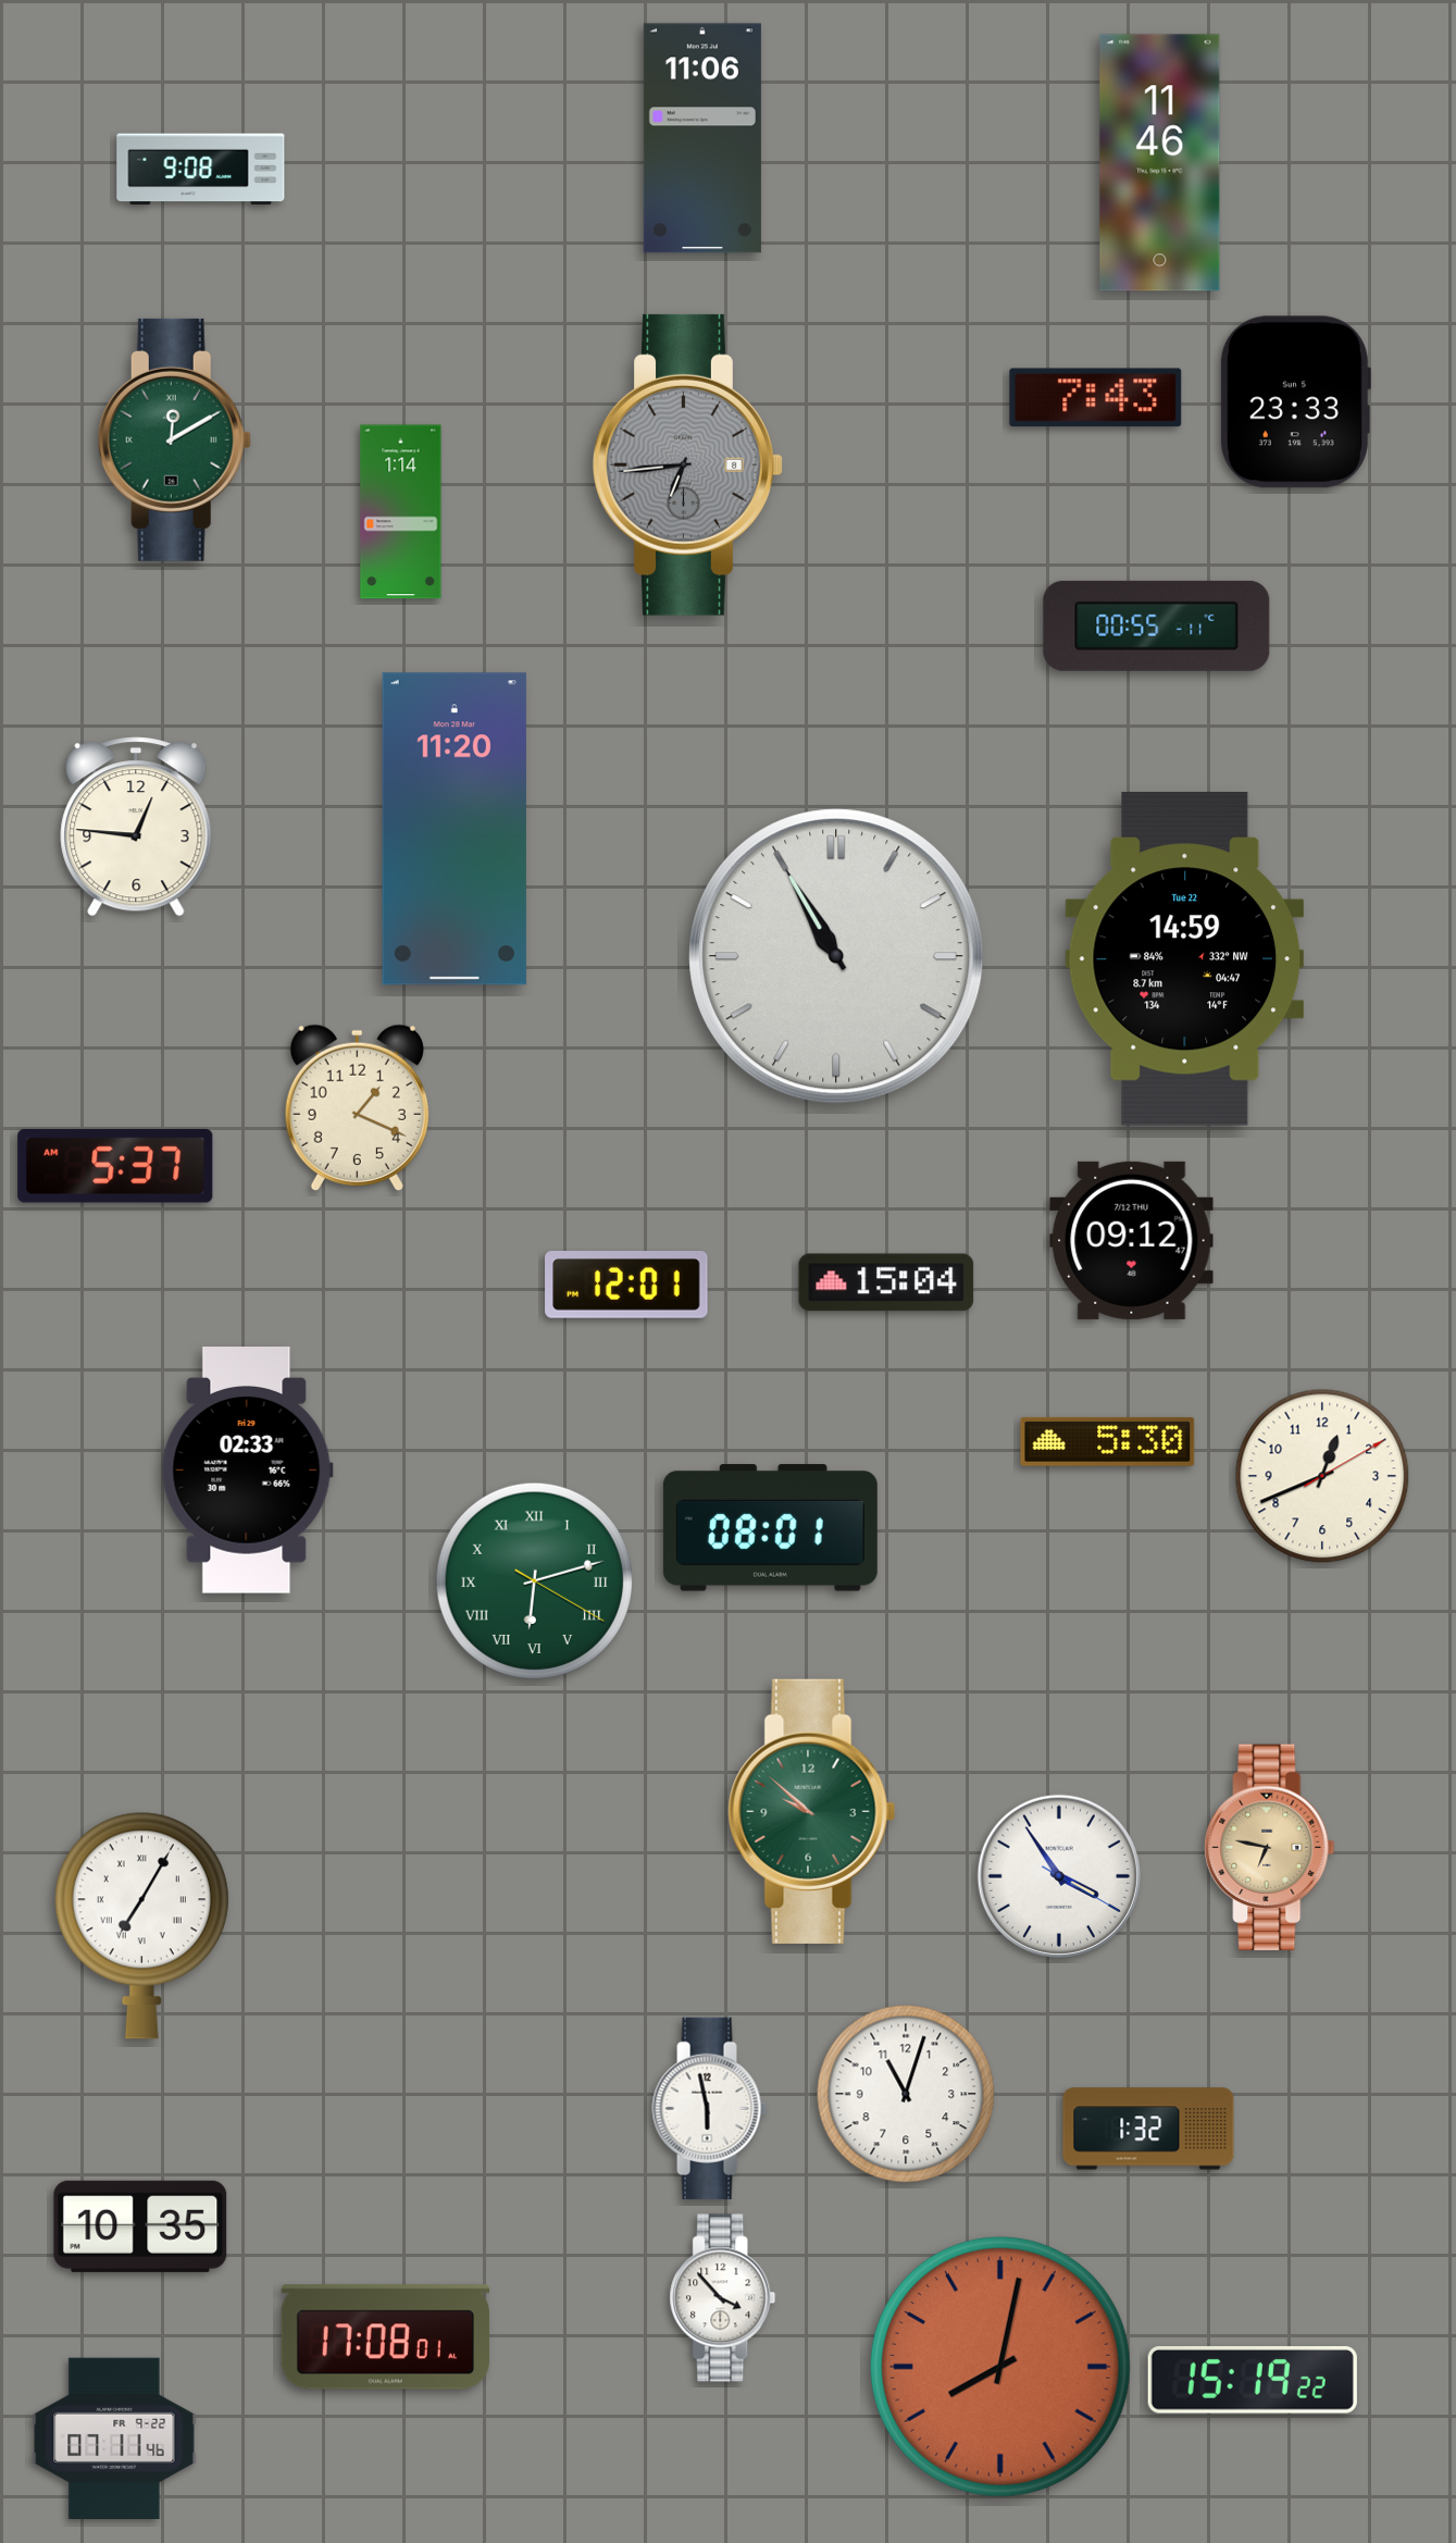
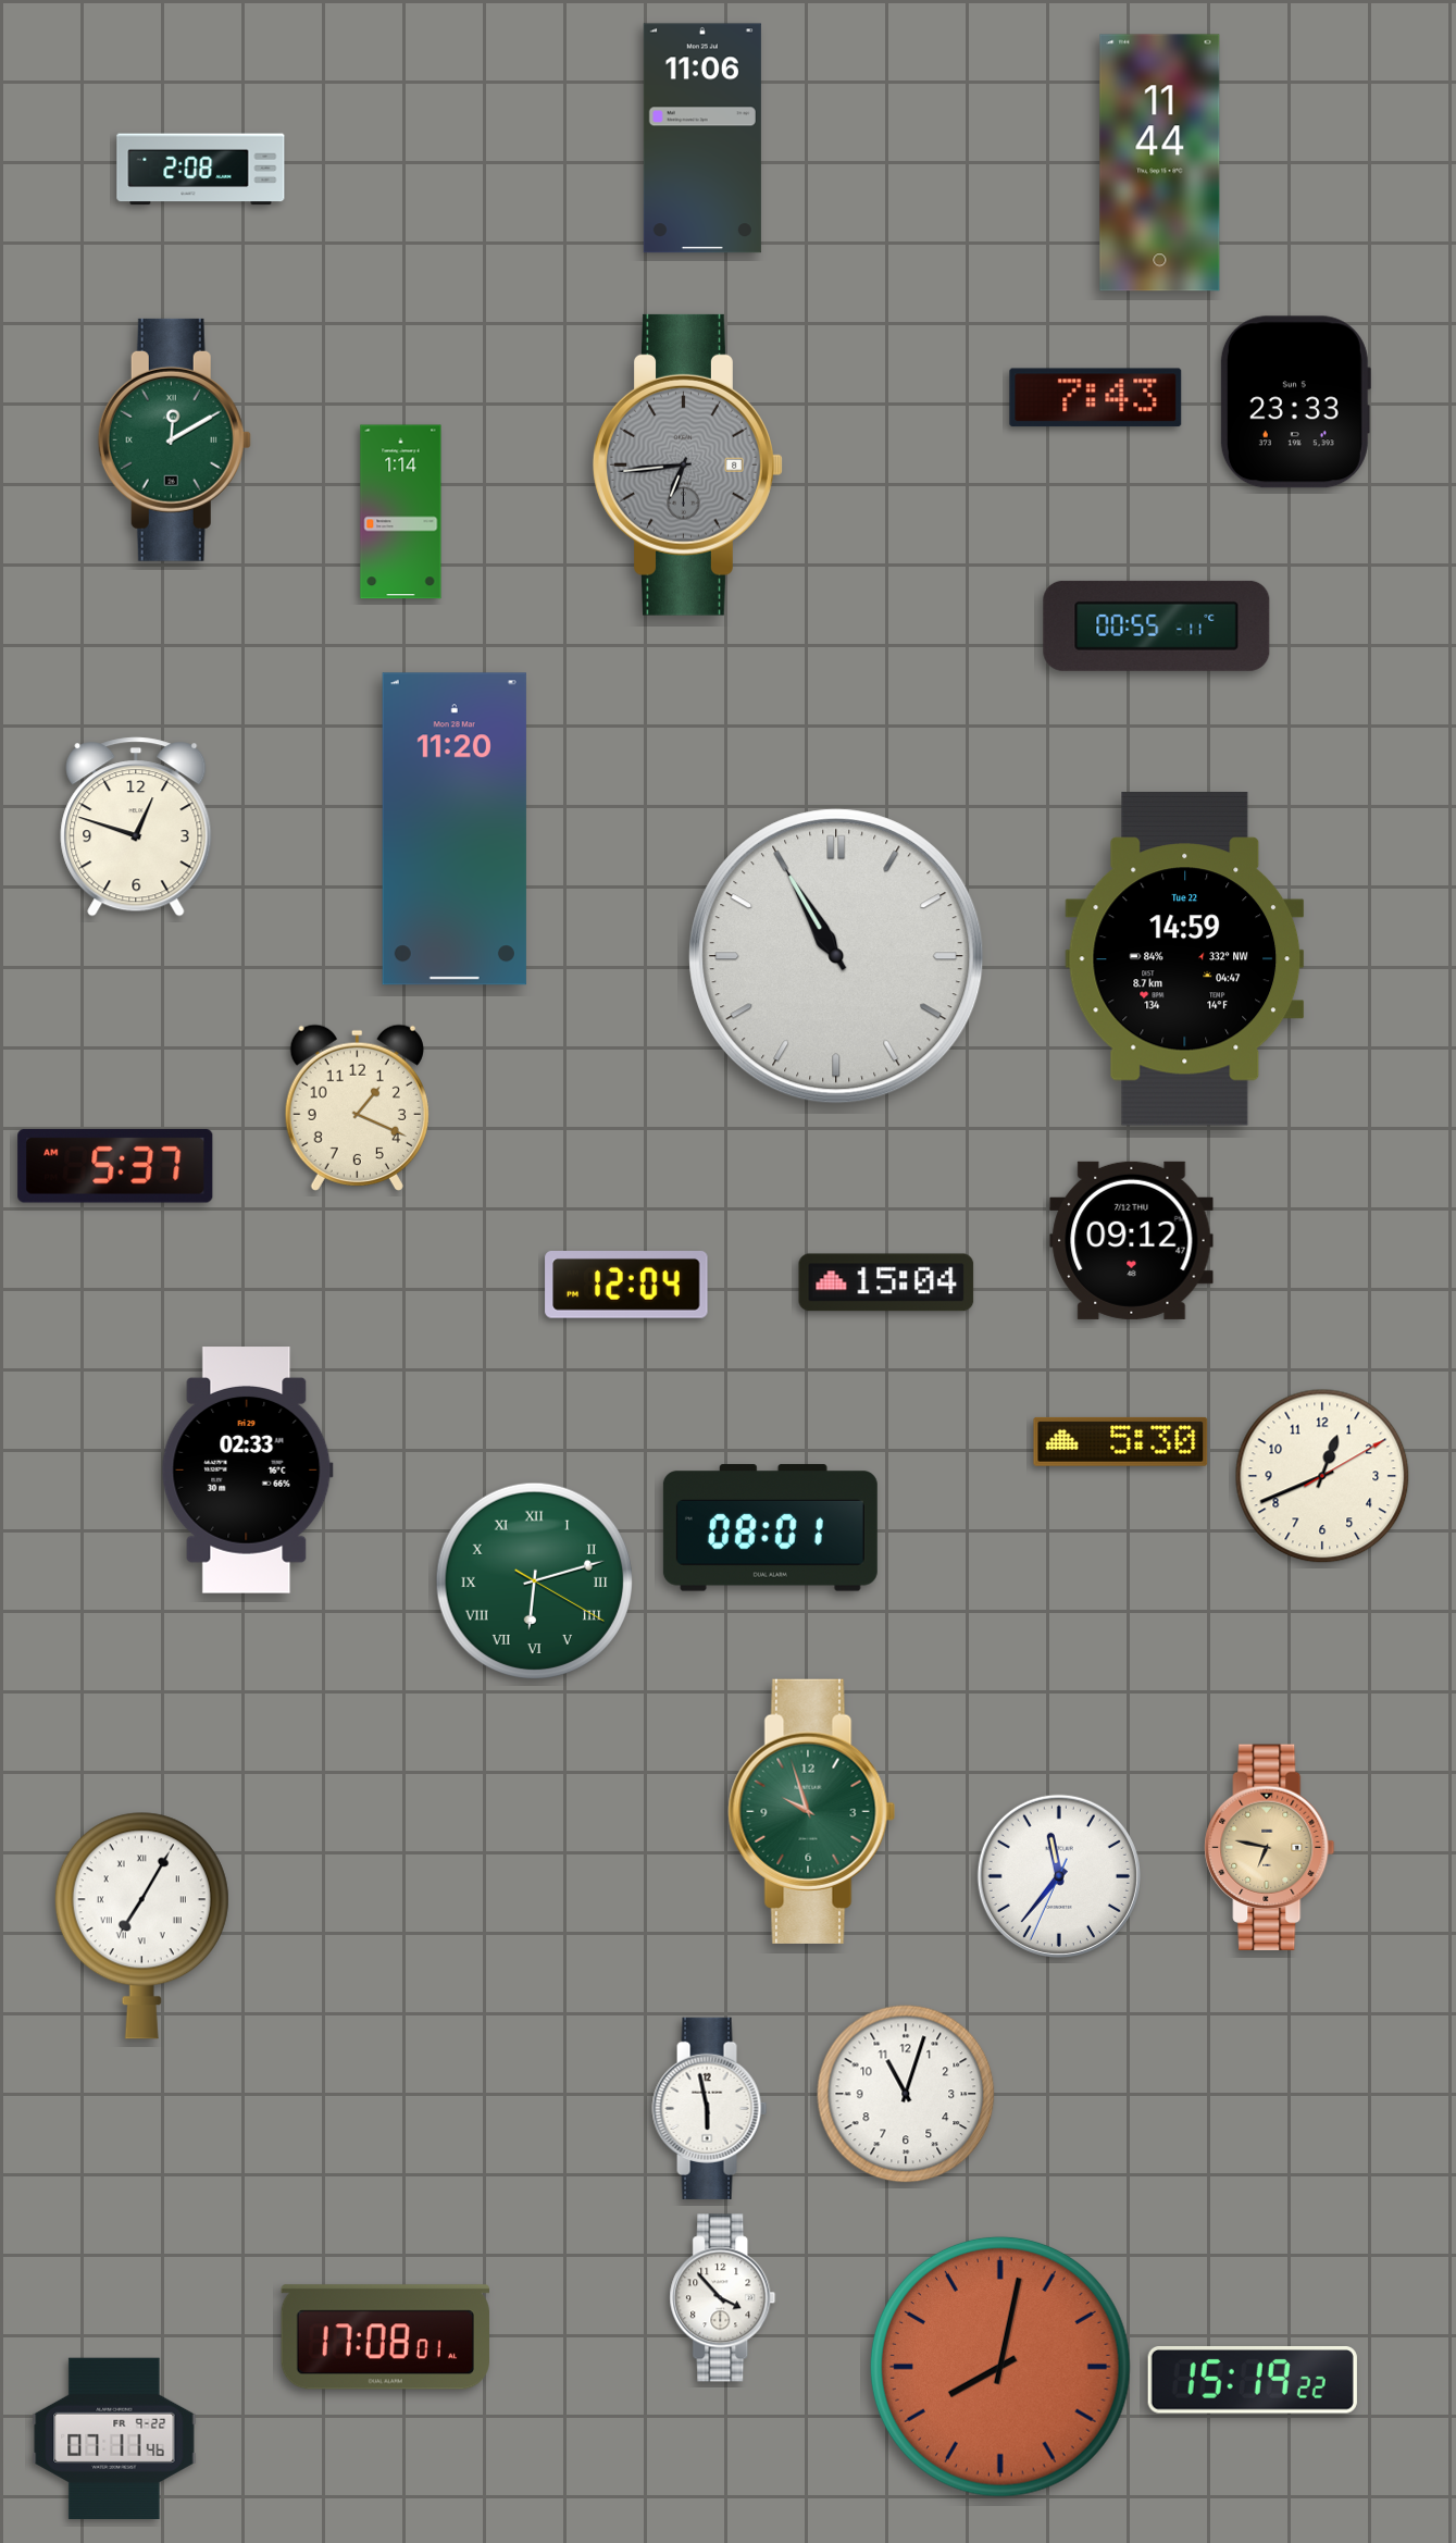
clock at (1160, 163): 11:46 -> 11:44
clock at (201, 170): 9:08 -> 2:08
clock at (136, 827): 12:46 -> 12:48
clock at (626, 1286): 12:01 -> 12:04
clock at (1108, 1441) position: (1108, 1441) -> (1121, 1441)
clock at (812, 1811): 9:52 -> 9:57
clock at (1059, 1876): 3:54 -> 11:36
clock at (1148, 2129): 1:32 -> none
clock at (140, 2226): 10:35 -> none
